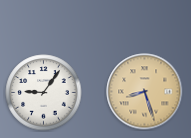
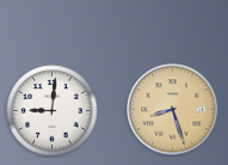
clock at (44, 93): 9:06 -> 9:01
